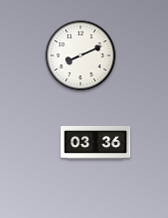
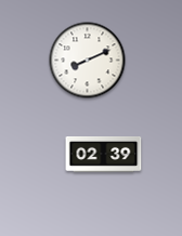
clock at (96, 143): 03:36 -> 02:39
